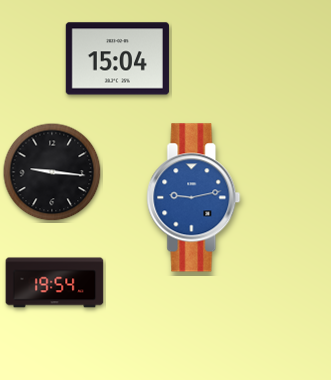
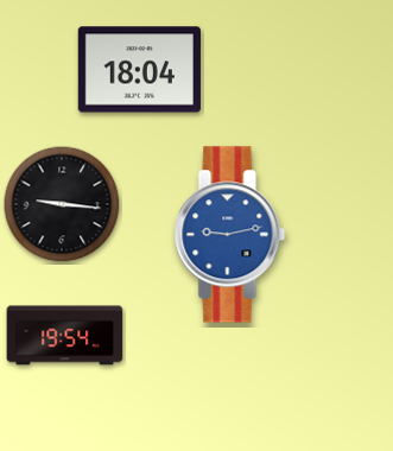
clock at (117, 59): 15:04 -> 18:04
